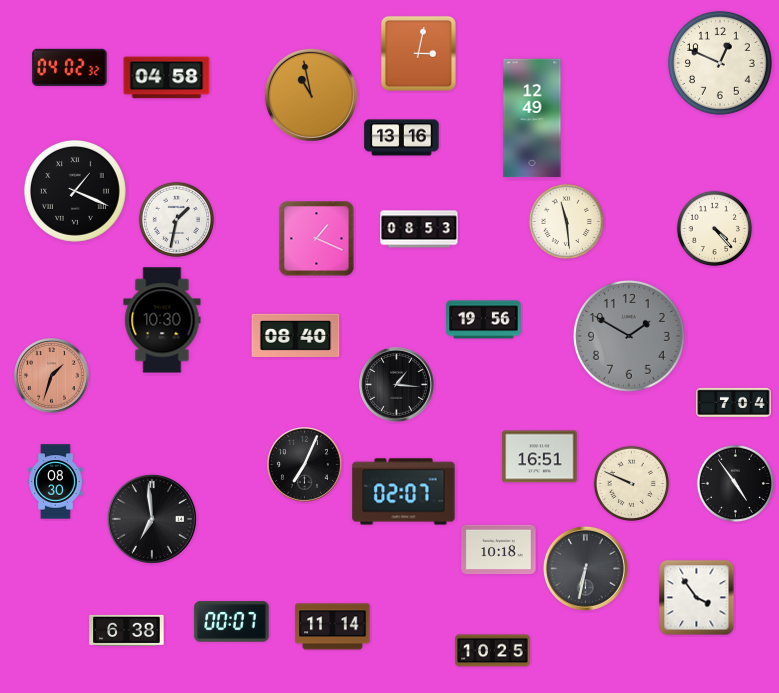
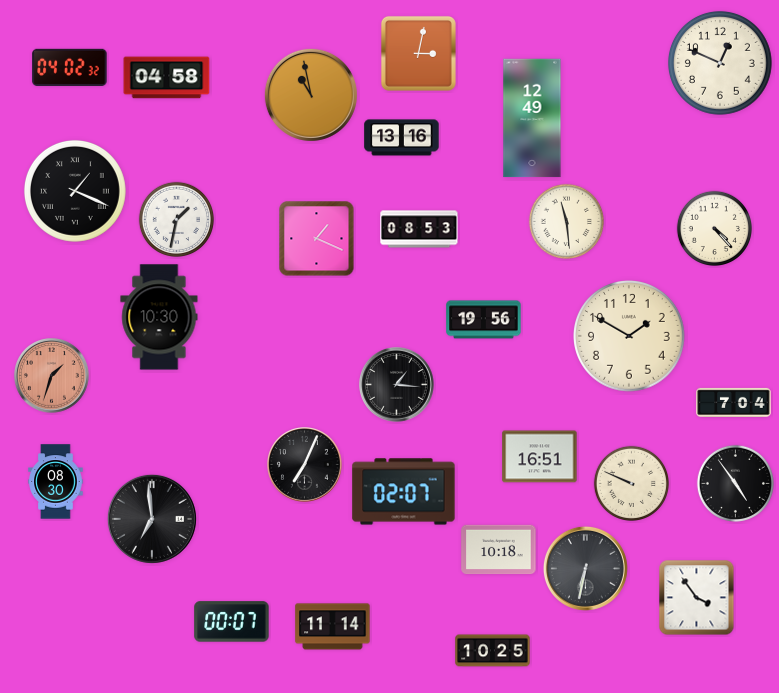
clock at (162, 320) position: (162, 320) -> (159, 317)
clock at (296, 335): 08:40 -> none
clock at (630, 337) dial: grey -> cream
clock at (127, 630): 6:38 -> none
